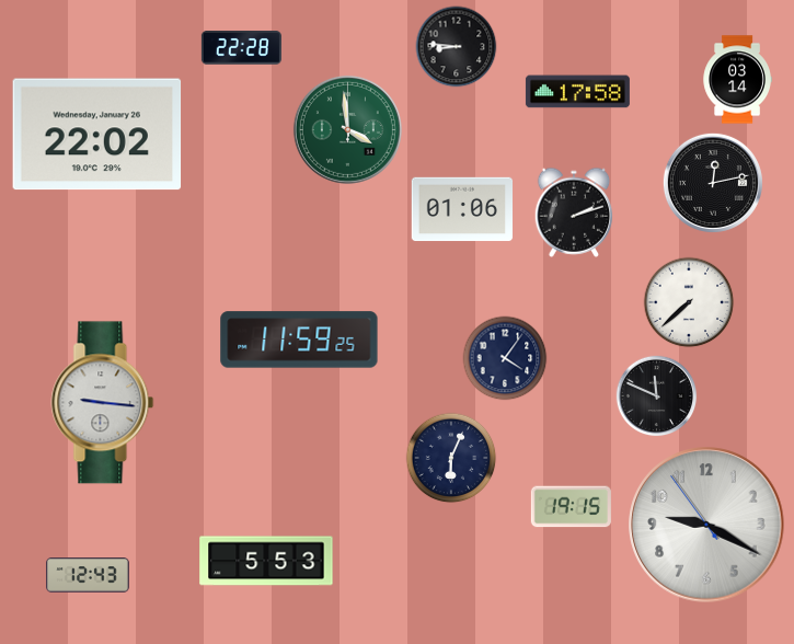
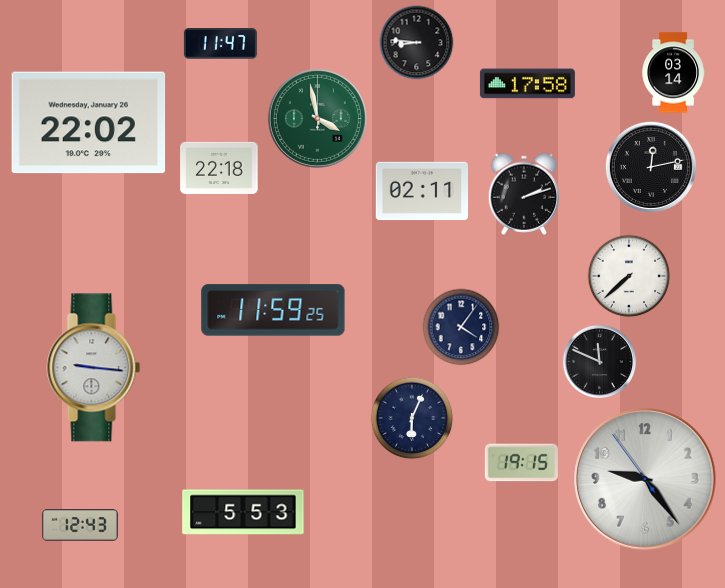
clock at (241, 48): 22:28 -> 11:47
clock at (347, 129): 3:59 -> 3:58
clock at (219, 168): none -> 22:18
clock at (462, 209): 01:06 -> 02:11
clock at (706, 525): 9:19 -> 9:23
